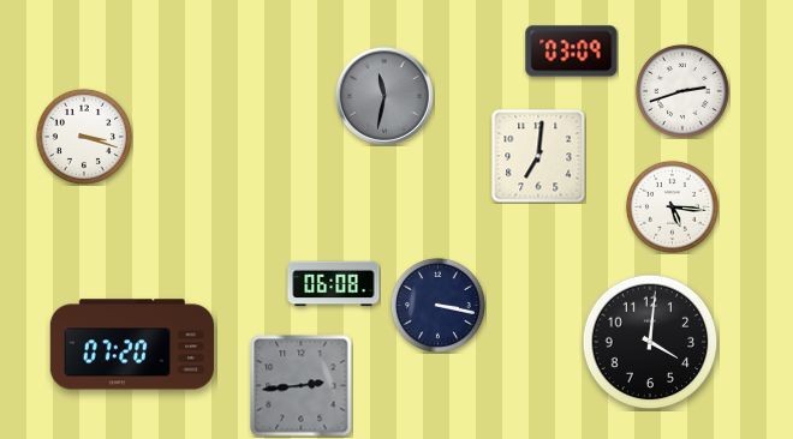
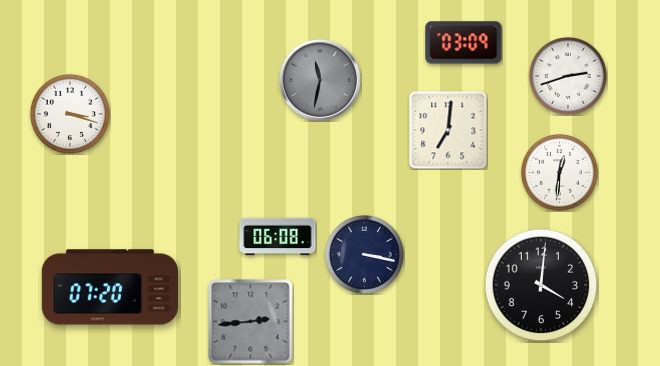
clock at (572, 52) position: (572, 52) -> (464, 43)
clock at (672, 206): 5:16 -> 12:31
